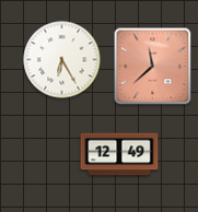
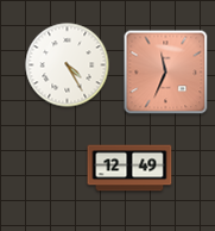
clock at (62, 60): 6:25 -> 4:25
clock at (153, 67): 11:38 -> 11:34
